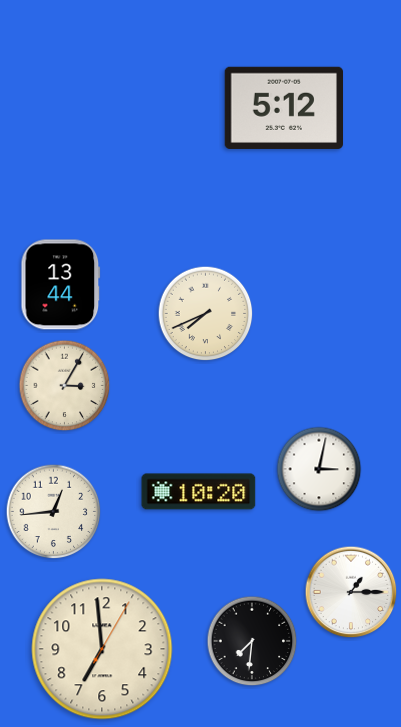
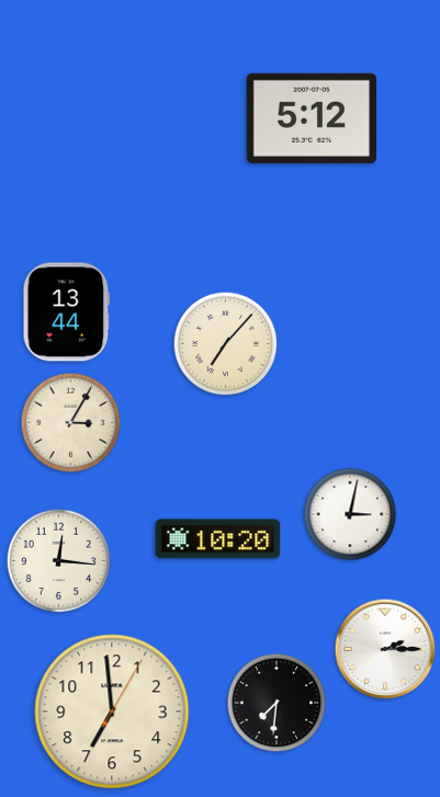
clock at (206, 314): 7:41 -> 7:07
clock at (54, 512): 12:44 -> 12:16
clock at (351, 592): 1:15 -> 2:15
